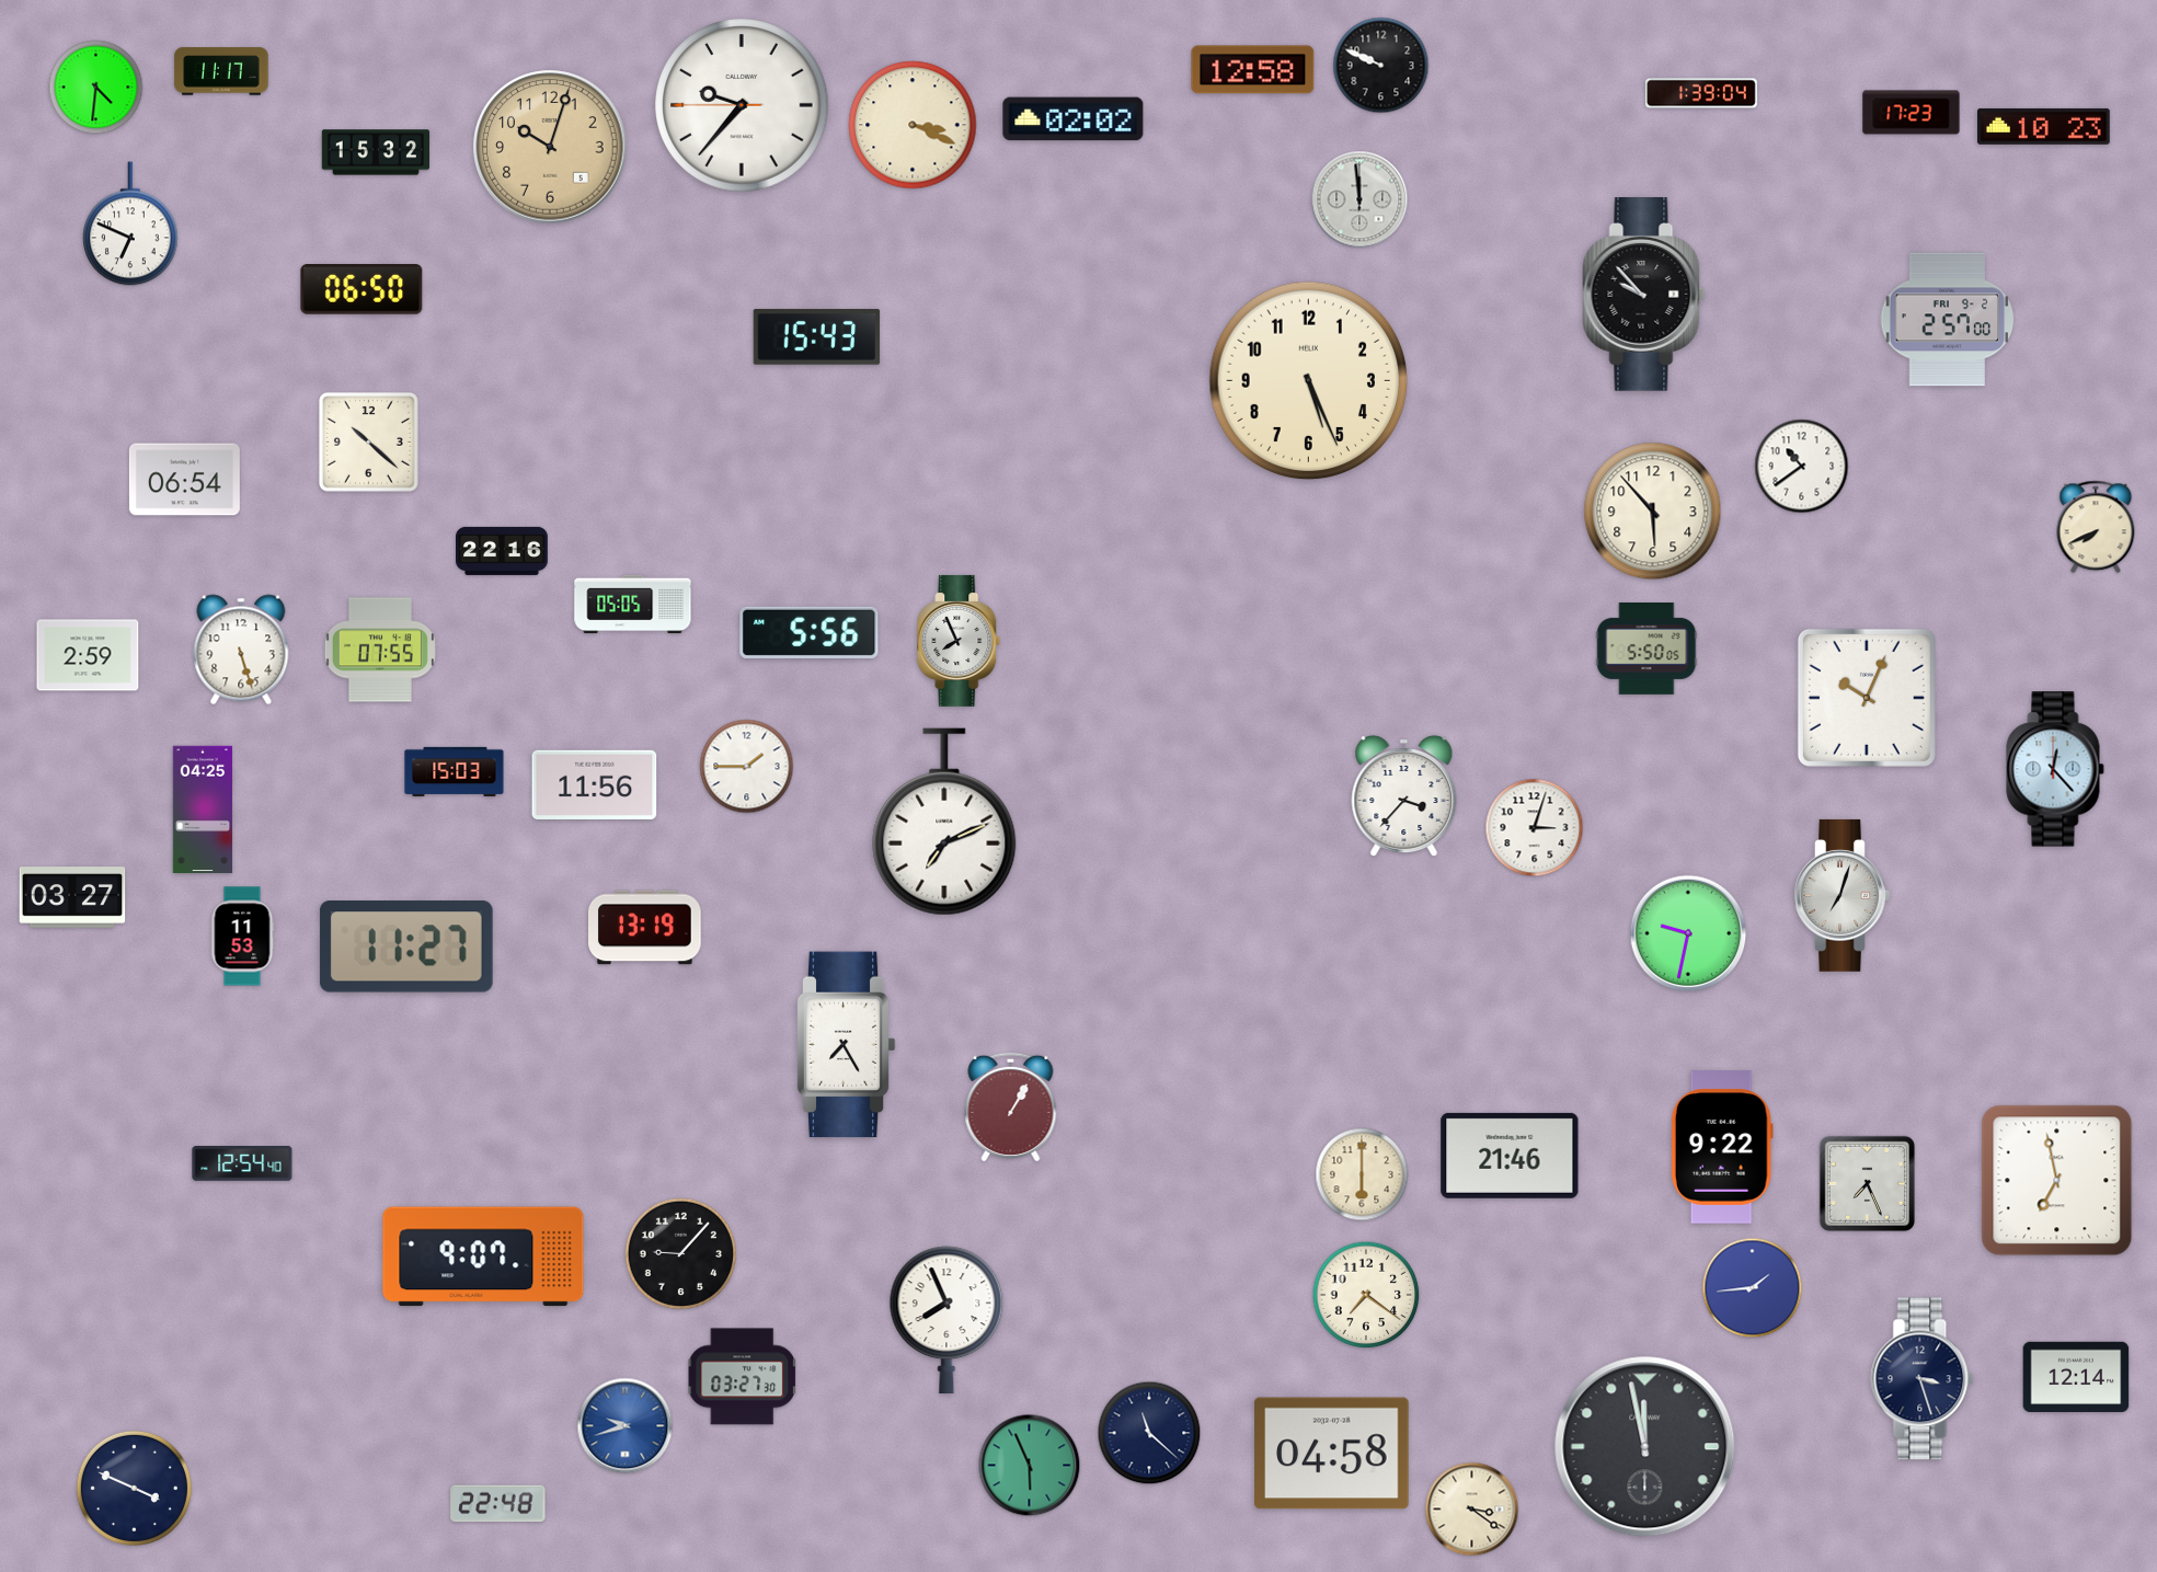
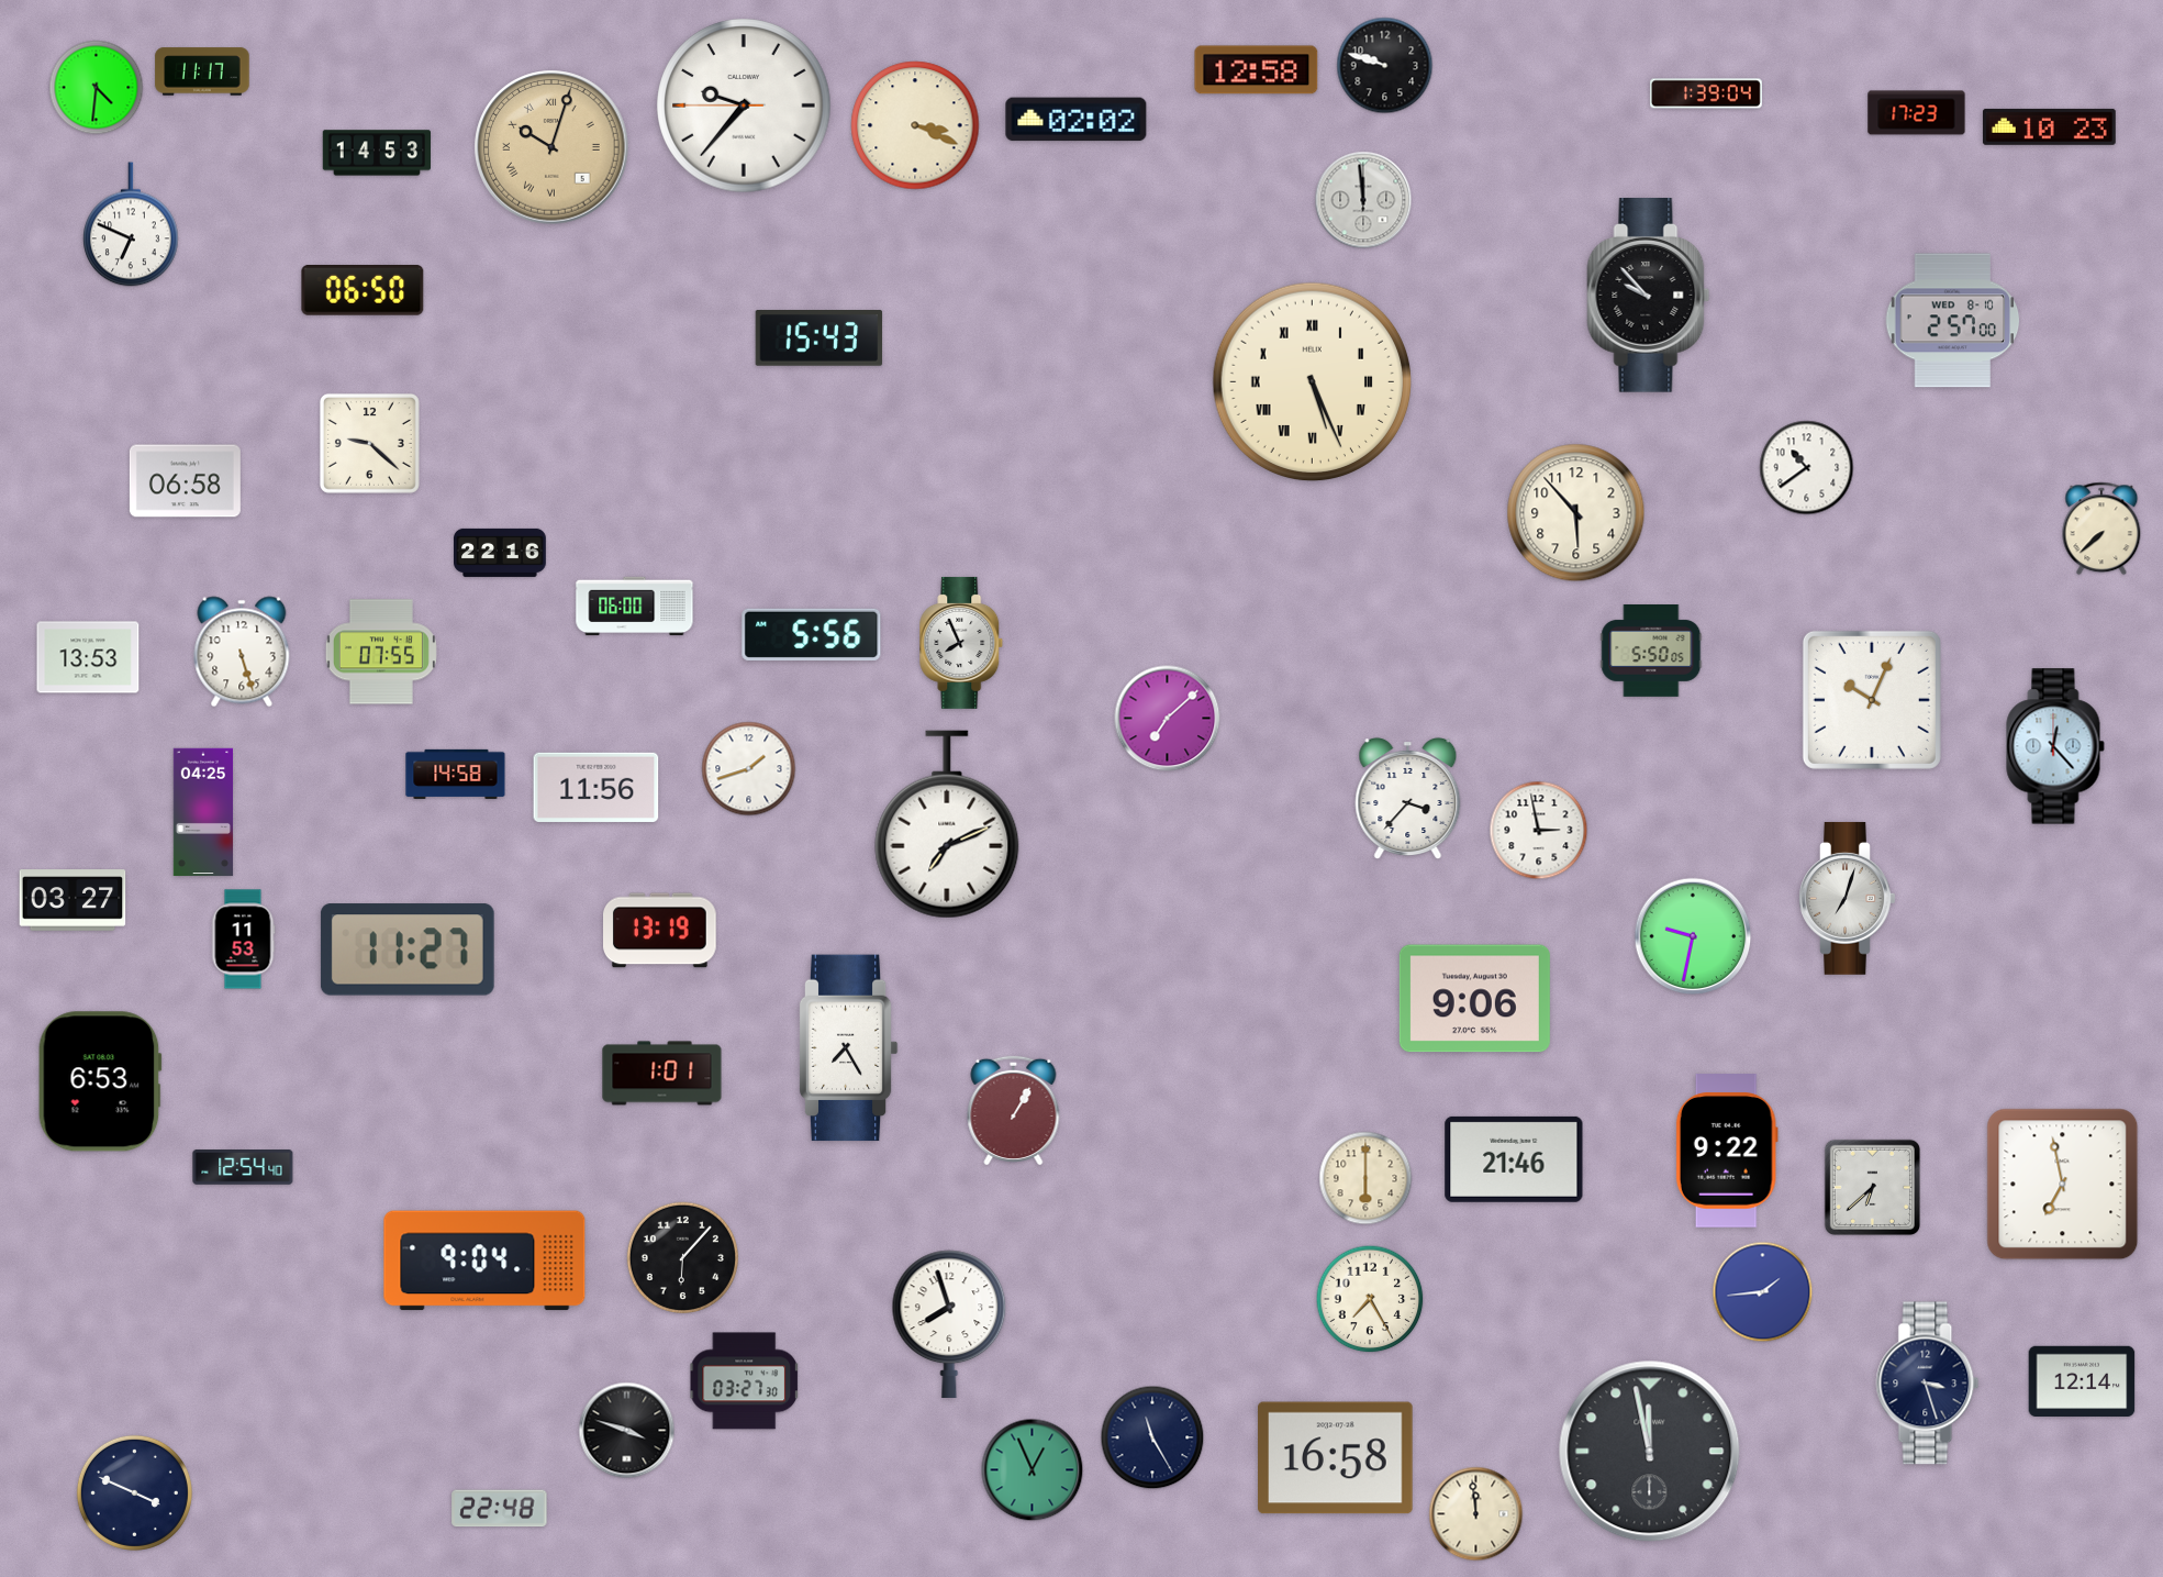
clock at (1381, 66): 9:49 -> 9:48
clock at (221, 71) position: (221, 71) -> (202, 71)
clock at (550, 147) numerals: Arabic -> Roman
clock at (375, 152): 15:32 -> 14:53
clock at (1948, 320) date: FRI 9-2 -> WED 8-10
clock at (1309, 381) numerals: Arabic -> Roman
clock at (368, 441): 10:22 -> 9:22
clock at (184, 480): 06:54 -> 06:58
clock at (1653, 512) position: (1653, 512) -> (1576, 513)
clock at (2096, 527): 7:41 -> 7:38
clock at (503, 551) position: (503, 551) -> (501, 553)
clock at (633, 605): 05:05 -> 06:00
clock at (88, 655): 2:59 -> 13:53
clock at (1168, 719): none -> 7:08
clock at (747, 767): 1:45 -> 1:42
clock at (2055, 769) position: (2055, 769) -> (2055, 746)
clock at (455, 771): 15:03 -> 14:58
clock at (1535, 828): 3:03 -> 2:58
clock at (645, 928) position: (645, 928) -> (660, 931)
clock at (1474, 999): none -> 9:06
clock at (662, 1074): none -> 1:01
clock at (100, 1081): none -> 6:53
clock at (1867, 1183): 7:26 -> 6:38
clock at (680, 1253): 9:07 -> 6:07
clock at (483, 1257): 9:07 -> 9:04
clock at (1753, 1288) position: (1753, 1288) -> (1763, 1292)
clock at (1366, 1295): 7:21 -> 7:25
clock at (946, 1319): 7:56 -> 7:57
clock at (626, 1426): 9:42 -> 3:48
clock at (626, 1426) dial: blue -> black
clock at (1149, 1433): 11:22 -> 11:25
clock at (1332, 1454): 04:58 -> 16:58
clock at (1030, 1466): 5:56 -> 12:56
clock at (1472, 1510): 3:21 -> 11:59
